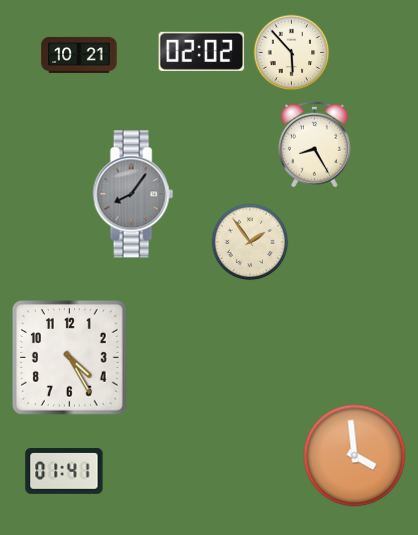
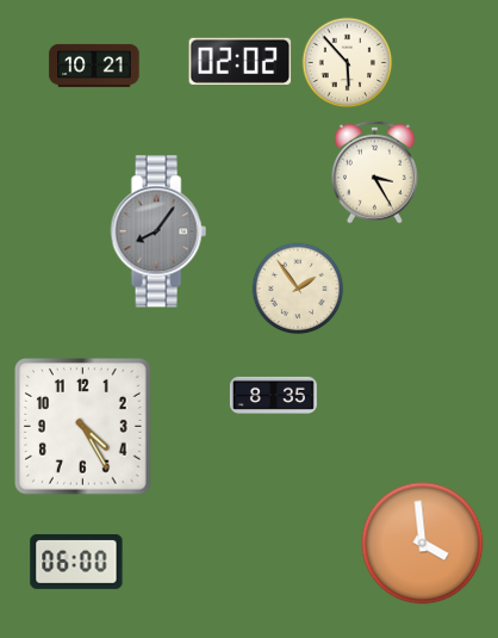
clock at (314, 144): 8:25 -> 3:25
clock at (273, 395): none -> 8:35
clock at (64, 472): 01:41 -> 06:00
